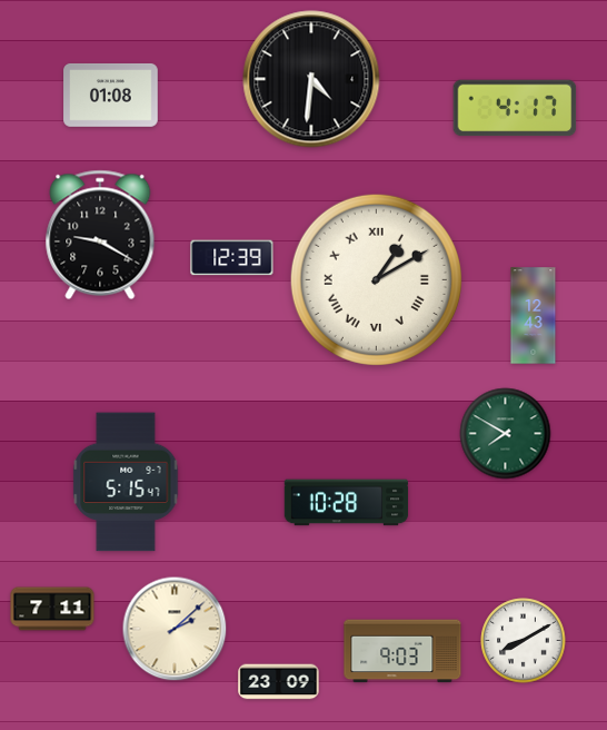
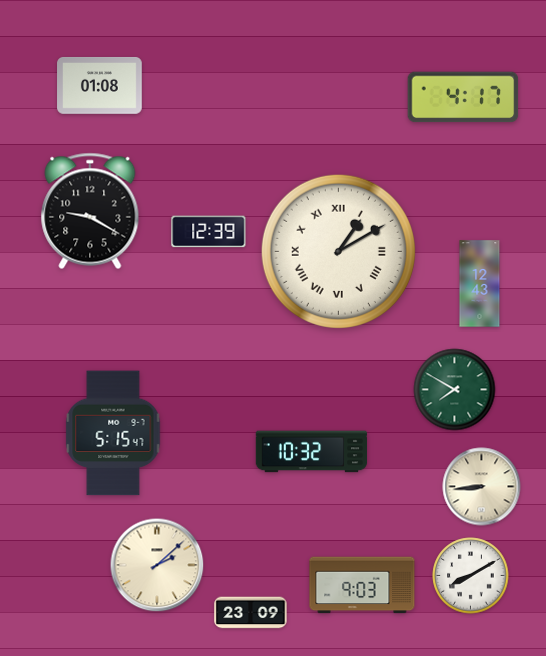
clock at (311, 79): 4:31 -> none
clock at (347, 503): 10:28 -> 10:32
clock at (482, 487): none -> 8:44
clock at (52, 609): 7:11 -> none
